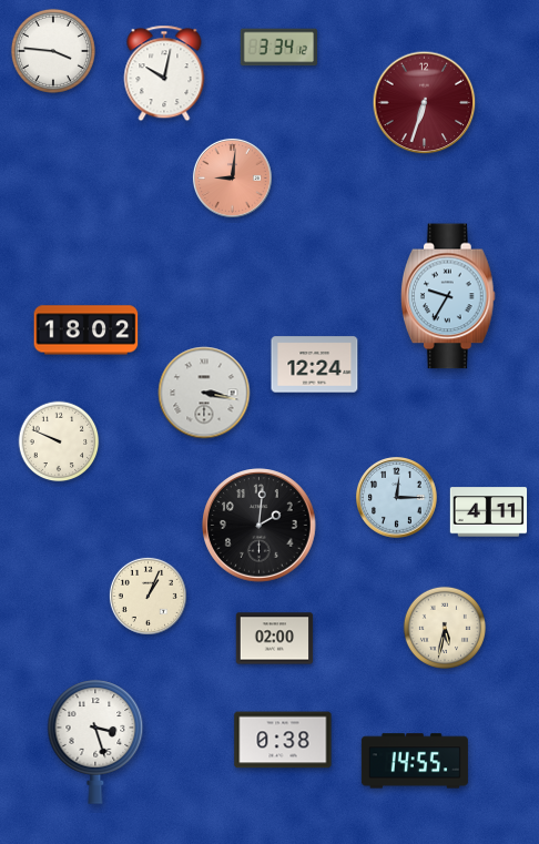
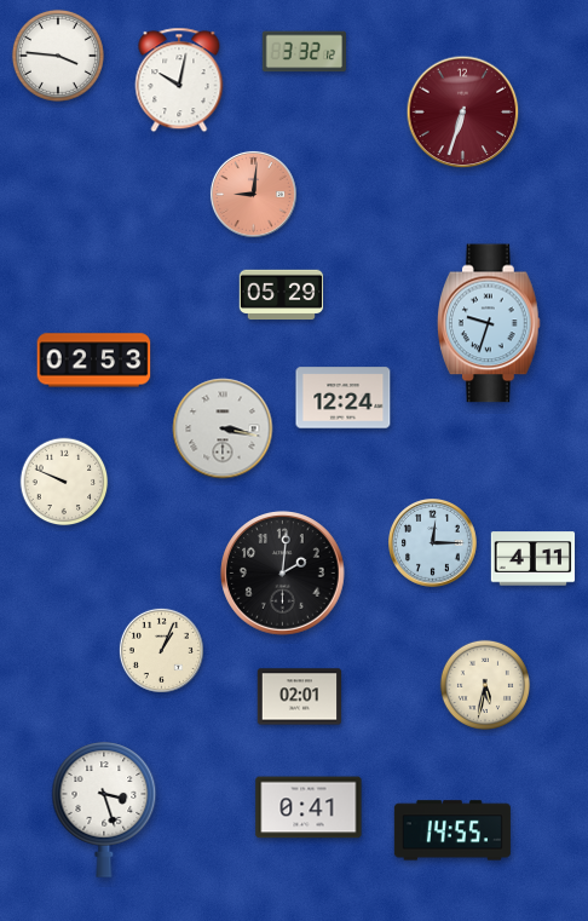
clock at (278, 48): 3:34 -> 3:32
clock at (282, 295): none -> 05:29
clock at (449, 296): 9:35 -> 9:33
clock at (87, 331): 18:02 -> 02:53
clock at (275, 639): 02:00 -> 02:01
clock at (283, 740): 0:38 -> 0:41
